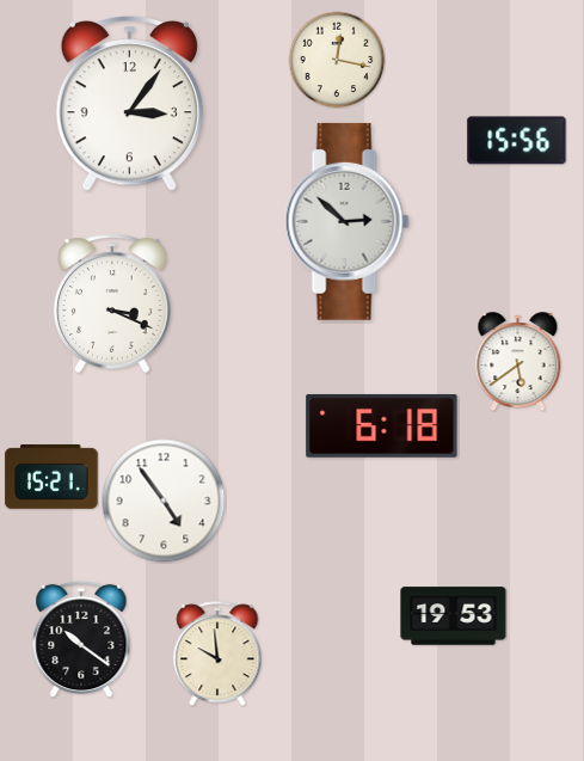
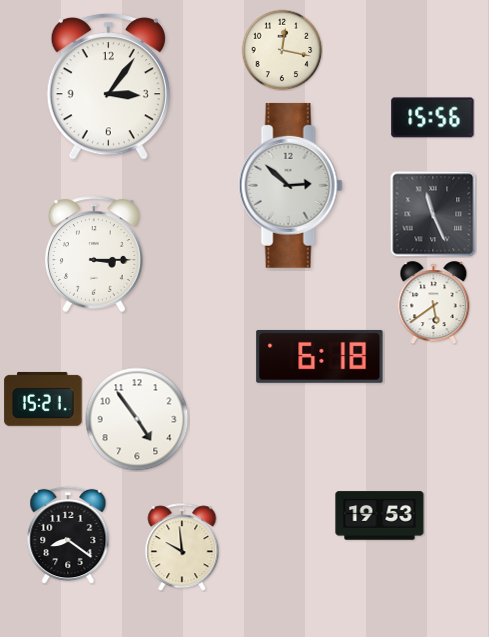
clock at (433, 214): none -> 11:26
clock at (113, 303): 3:19 -> 3:15
clock at (81, 639): 10:21 -> 8:21
